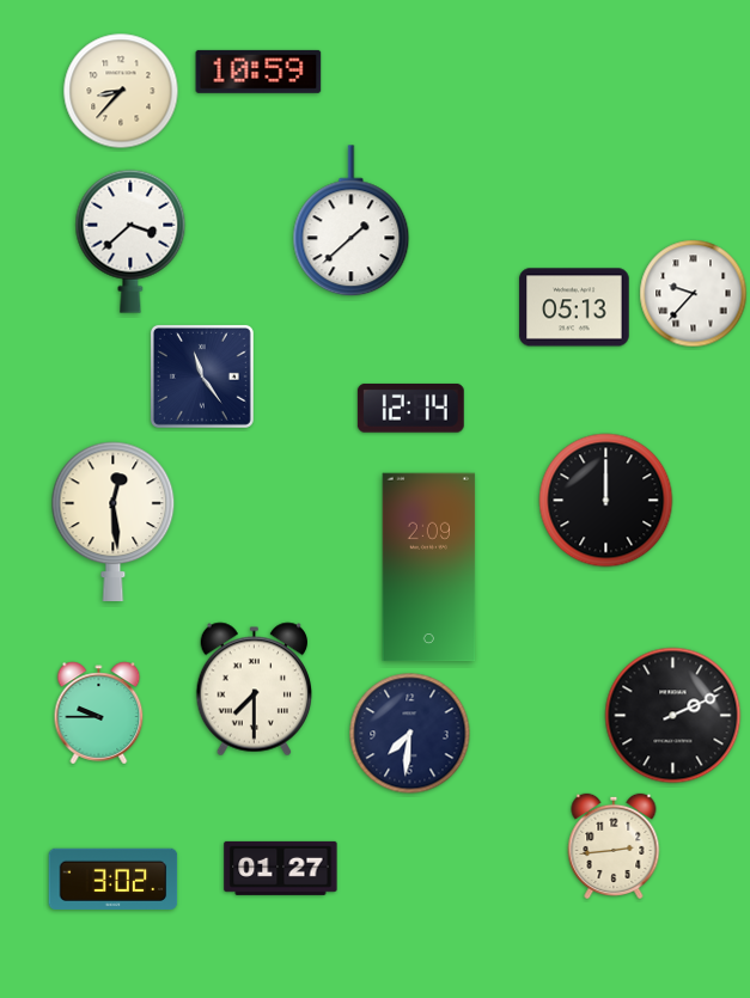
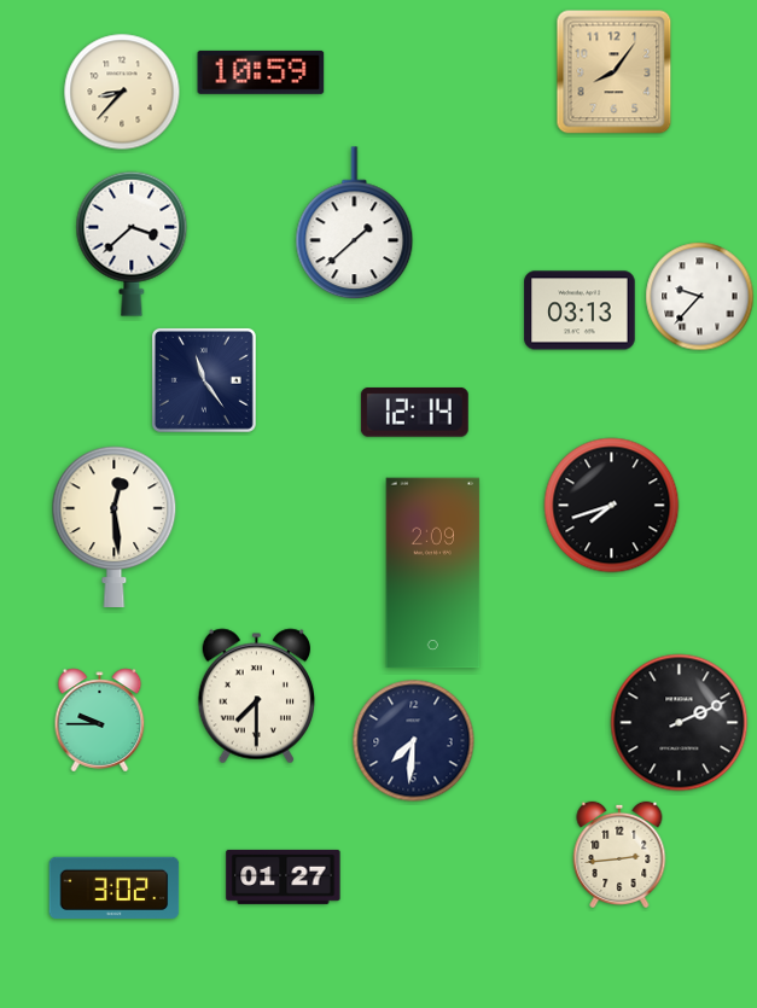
clock at (615, 72): none -> 8:06
clock at (574, 307): 05:13 -> 03:13
clock at (606, 501): 12:00 -> 7:42
